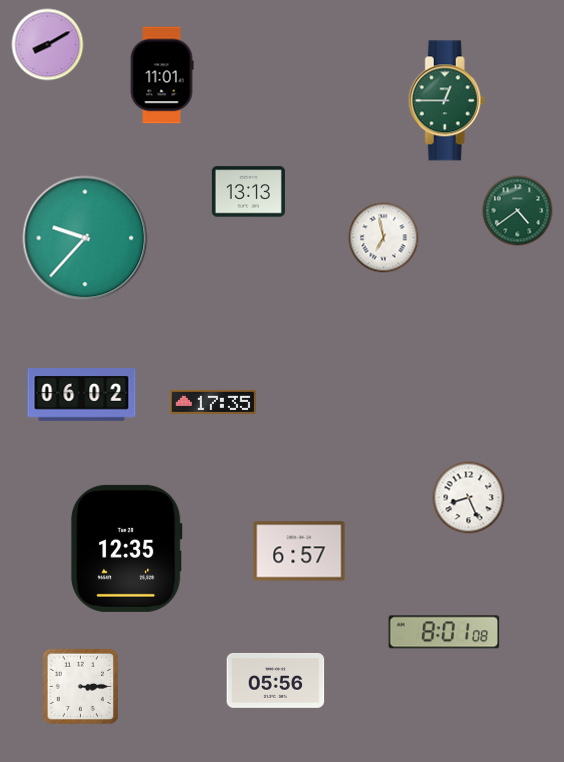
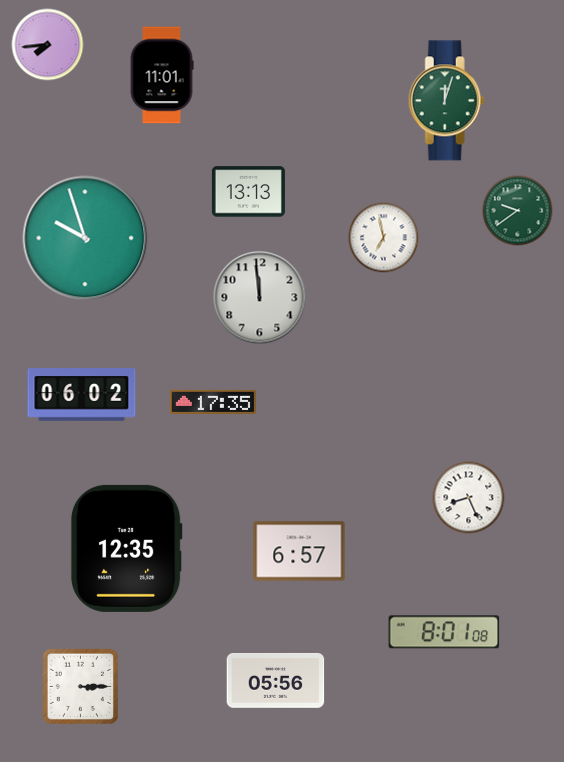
clock at (48, 45): 8:10 -> 7:44
clock at (446, 101): 12:45 -> 12:03
clock at (518, 211): 4:39 -> 9:39
clock at (85, 238): 9:37 -> 9:57
clock at (260, 298): none -> 11:59
